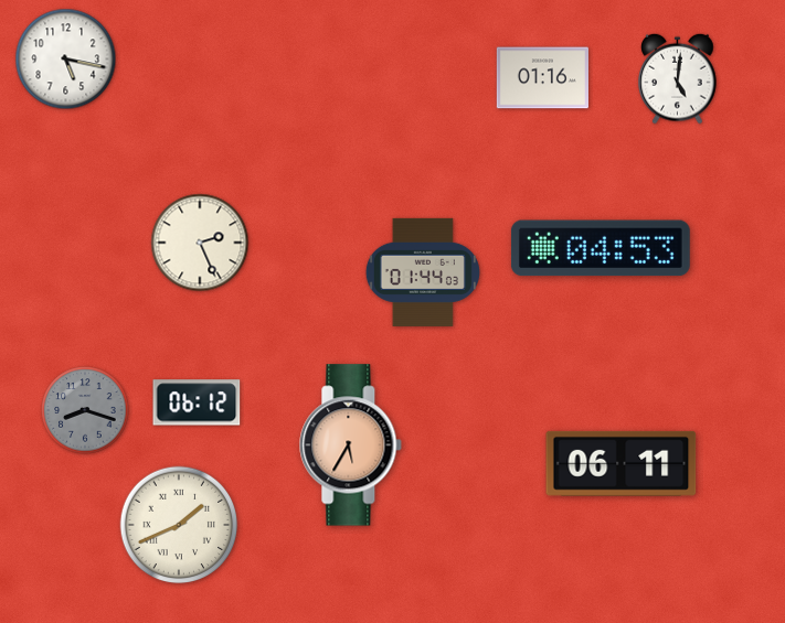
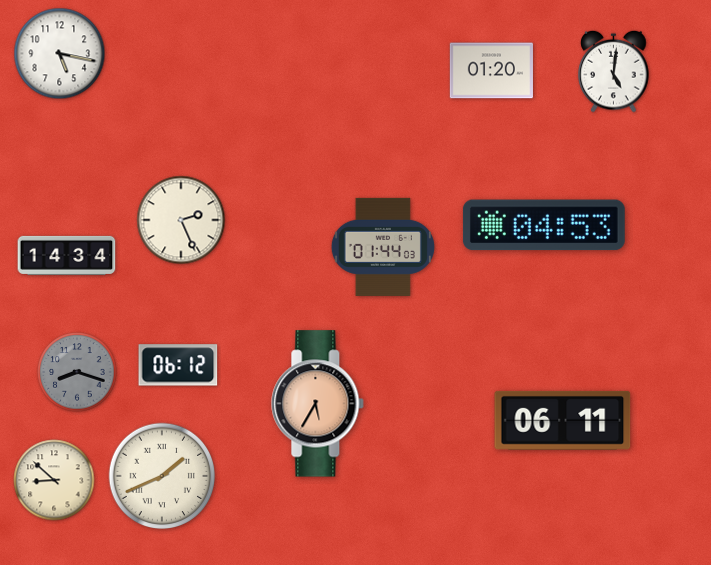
clock at (542, 78): 01:16 -> 01:20
clock at (67, 255): none -> 14:34
clock at (54, 480): none -> 8:52
